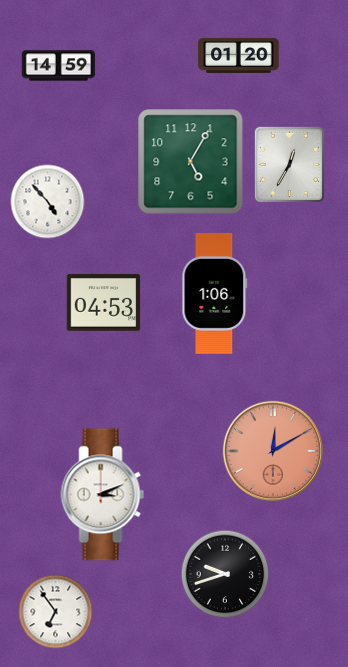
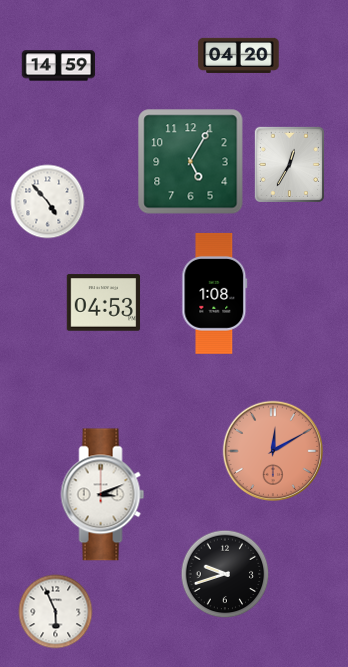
clock at (239, 55): 01:20 -> 04:20
clock at (215, 293): 1:06 -> 1:08
clock at (56, 612): 6:54 -> 5:56
